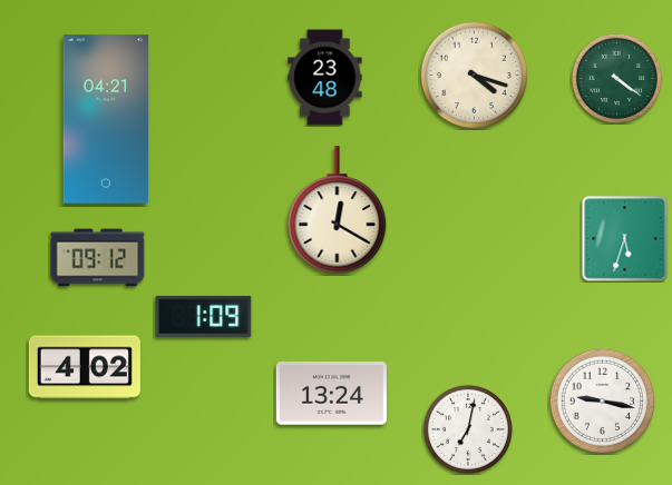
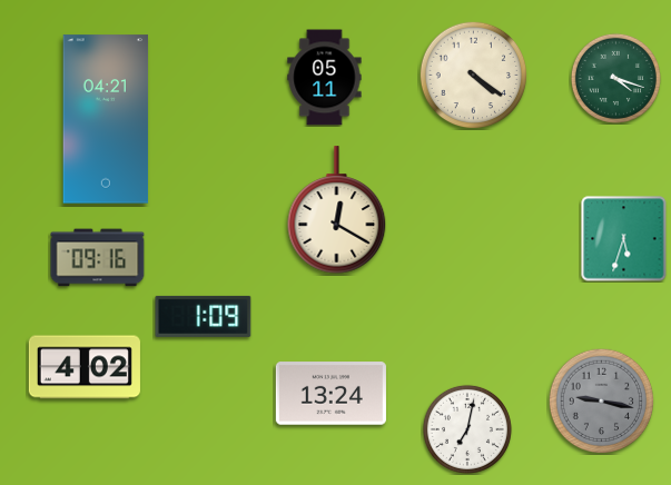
clock at (474, 75): 4:18 -> 4:21
clock at (325, 78): 23:48 -> 05:11
clock at (616, 78): 4:21 -> 4:18
clock at (98, 258): 09:12 -> 09:16
clock at (602, 400) dial: white -> grey
